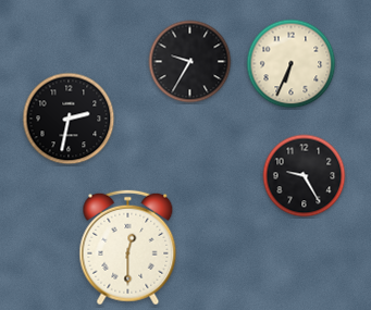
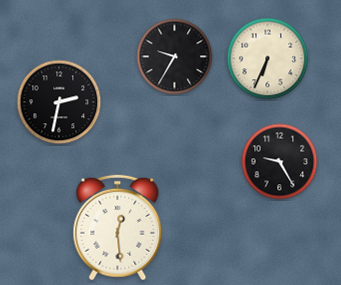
clock at (69, 119) position: (69, 119) -> (59, 102)
clock at (128, 248): 12:30 -> 12:29
